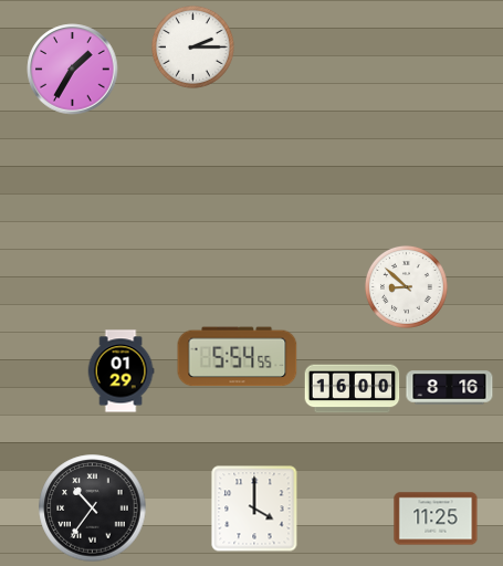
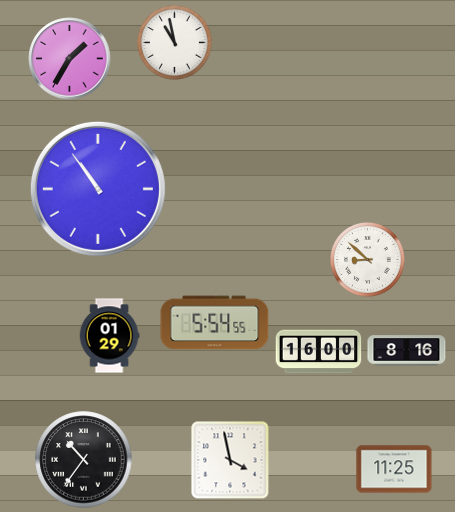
clock at (192, 48): 2:15 -> 10:58
clock at (73, 70) position: (73, 70) -> (70, 59)
clock at (98, 189): none -> 10:54
clock at (254, 509): 4:00 -> 3:58
